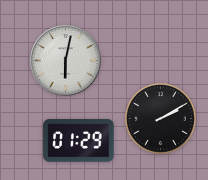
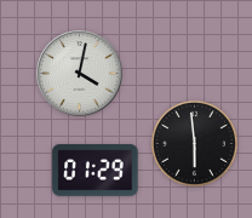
clock at (66, 61): 6:02 -> 4:02
clock at (160, 118): 2:10 -> 5:59
